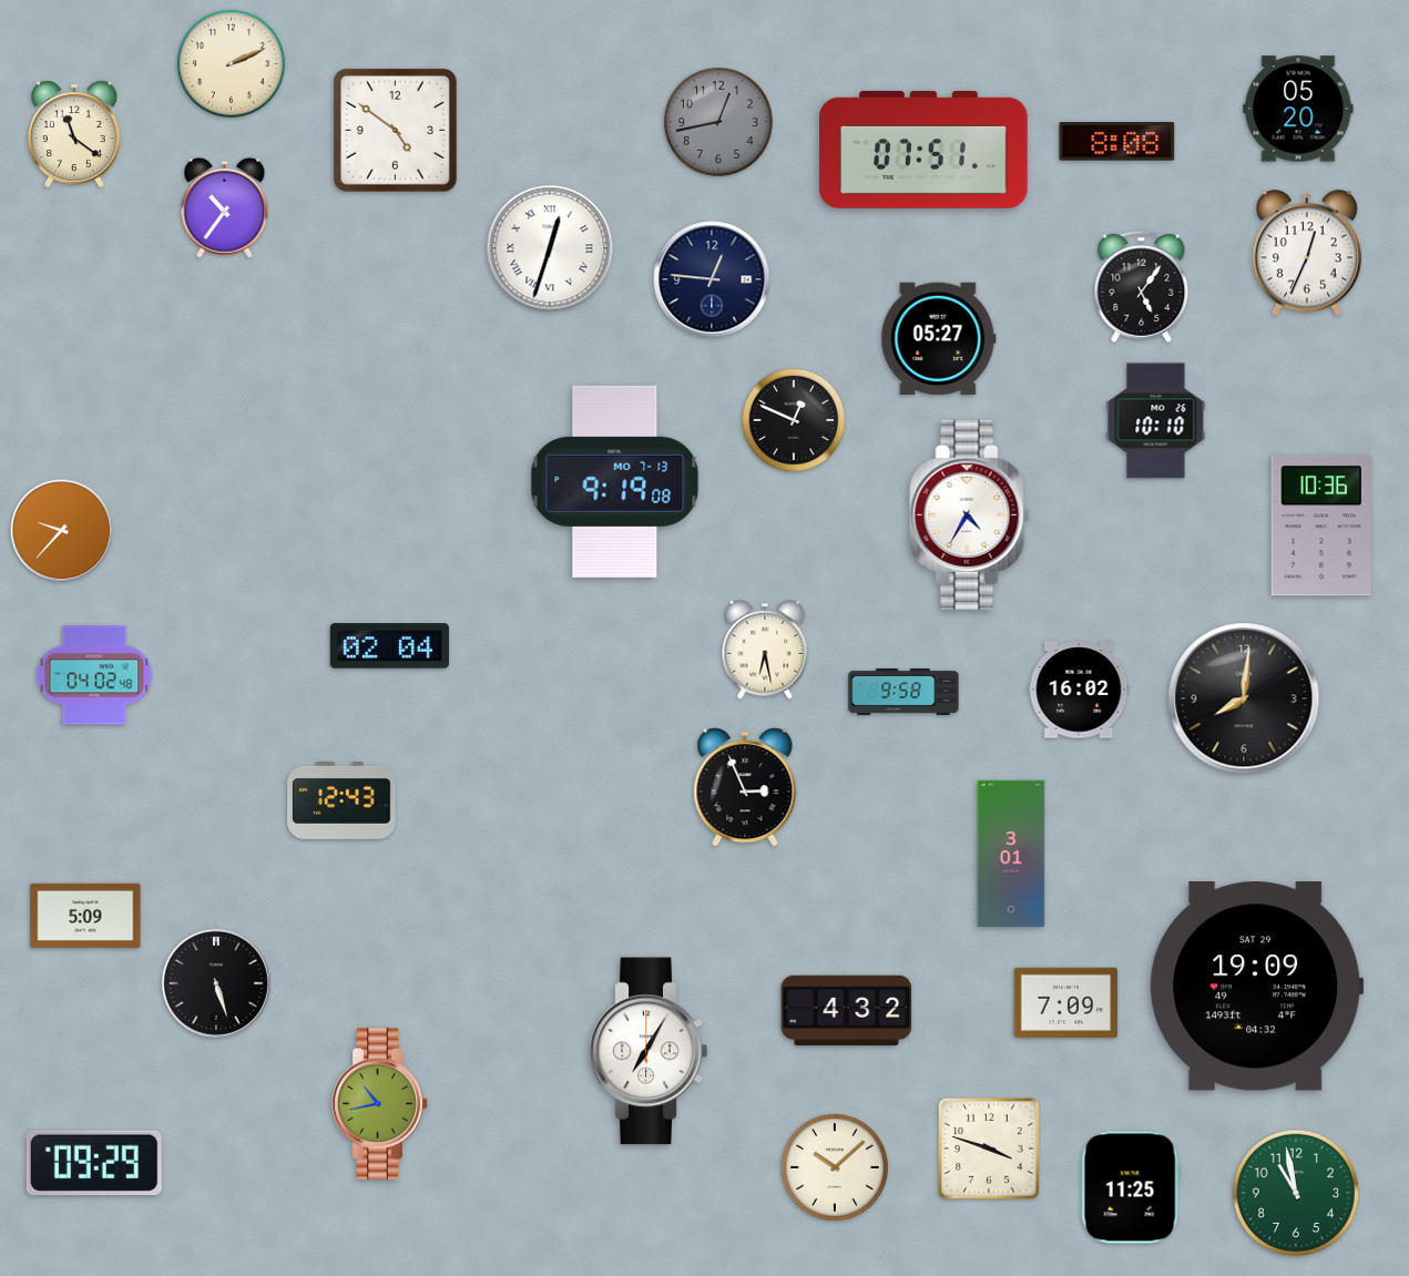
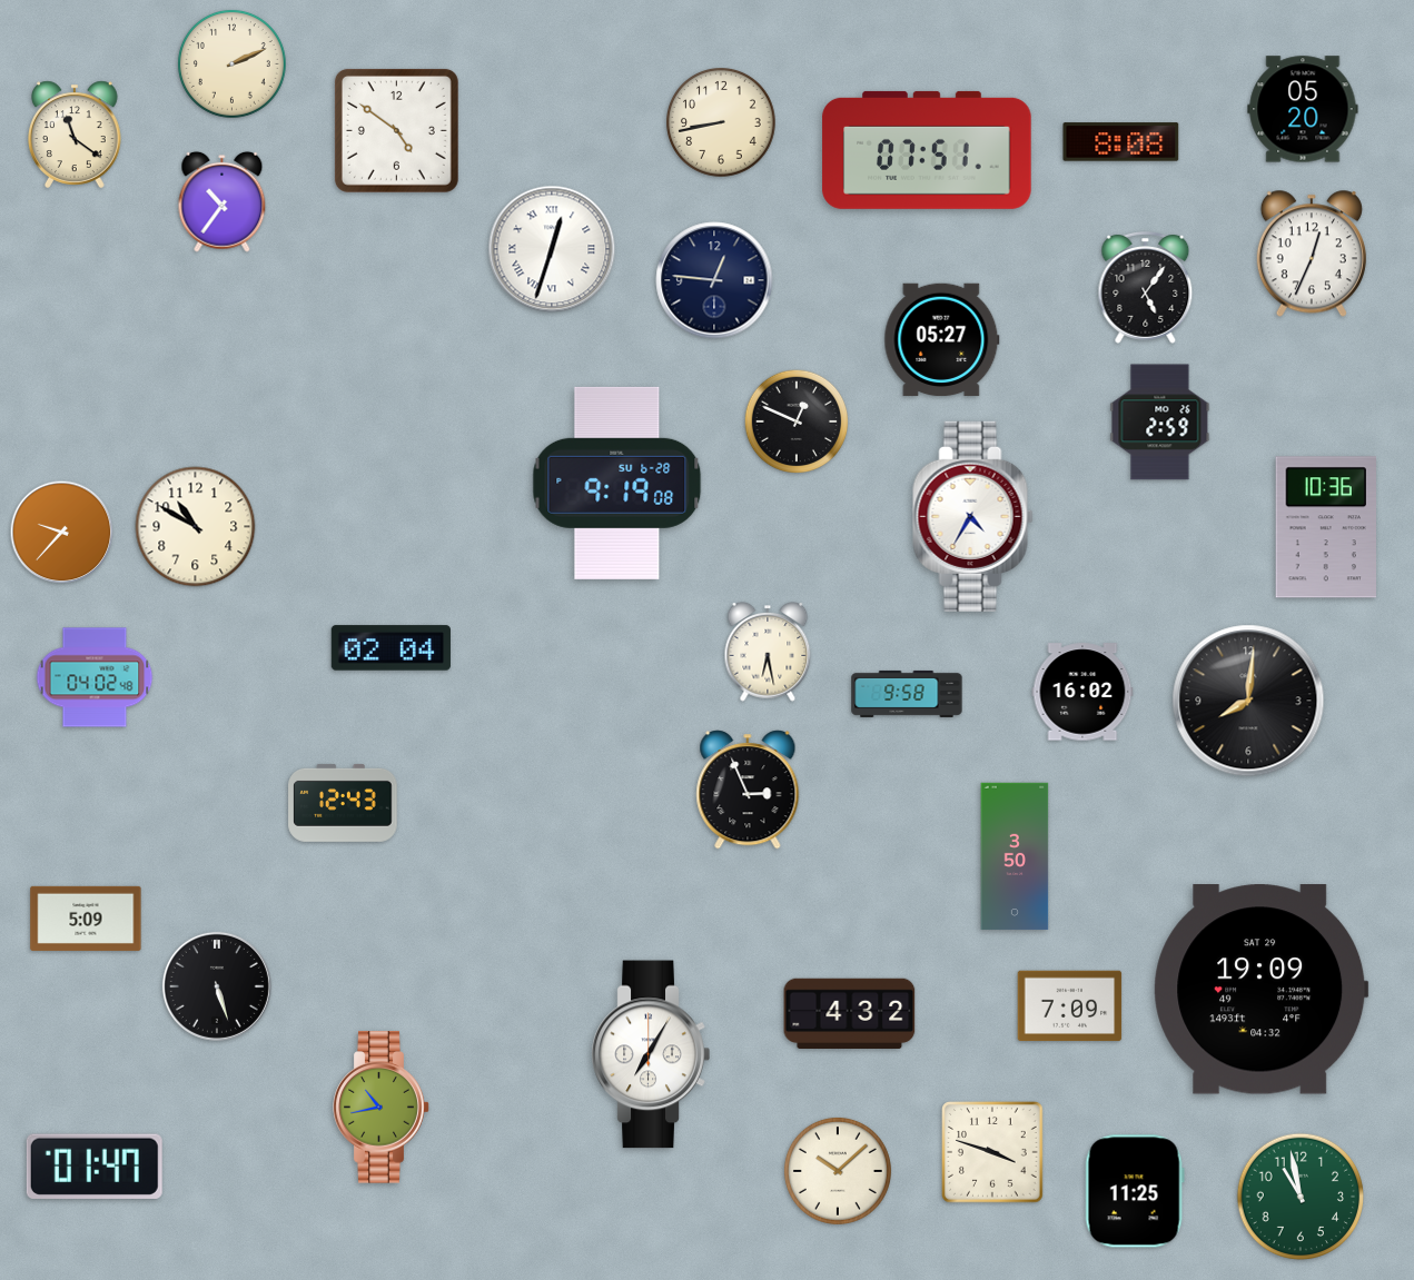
clock at (719, 123): 12:43 -> 8:43
clock at (719, 123) dial: grey -> cream
clock at (225, 207) position: (225, 207) -> (223, 201)
clock at (1156, 421): 10:10 -> 2:59
clock at (615, 481) date: MO 7-13 -> SU 6-28
clock at (196, 527): none -> 10:50
clock at (1011, 854): 3:01 -> 3:50
clock at (94, 1163): 09:29 -> 01:47
